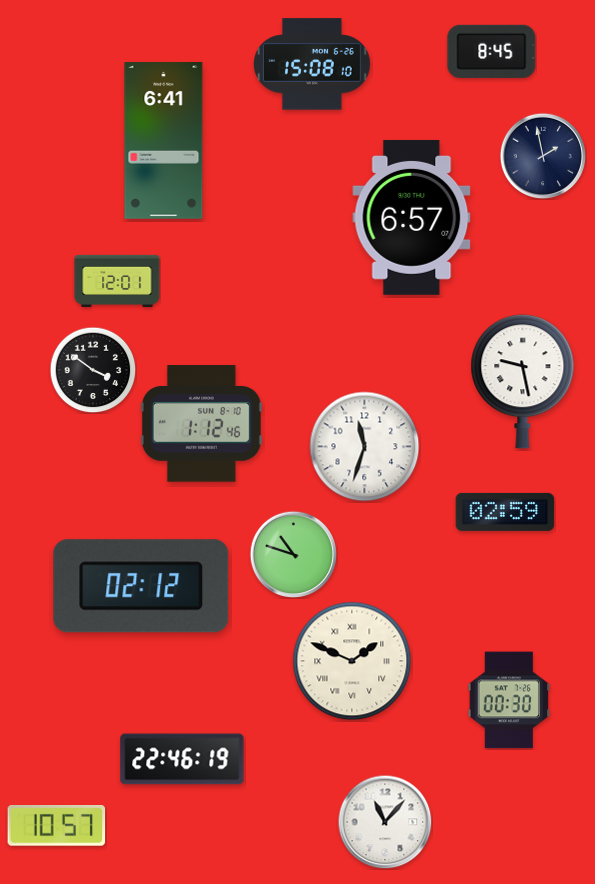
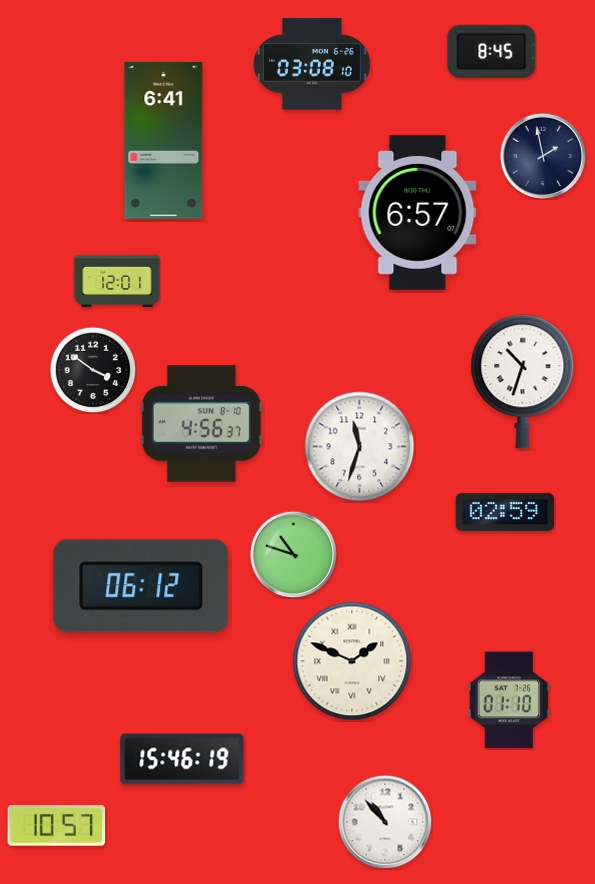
clock at (312, 64): 15:08 -> 03:08
clock at (412, 217) position: (412, 217) -> (418, 212)
clock at (523, 382): 9:28 -> 10:33
clock at (201, 424): 1:12 -> 4:56
clock at (365, 447) position: (365, 447) -> (360, 447)
clock at (141, 586): 02:12 -> 06:12
clock at (509, 700): 00:30 -> 01:10
clock at (182, 759): 22:46 -> 15:46
clock at (385, 822): 11:07 -> 10:53
